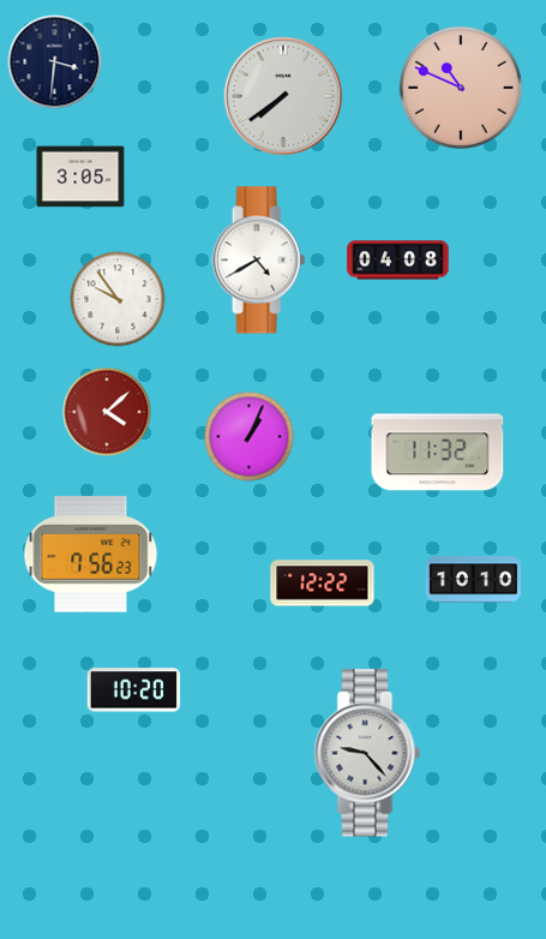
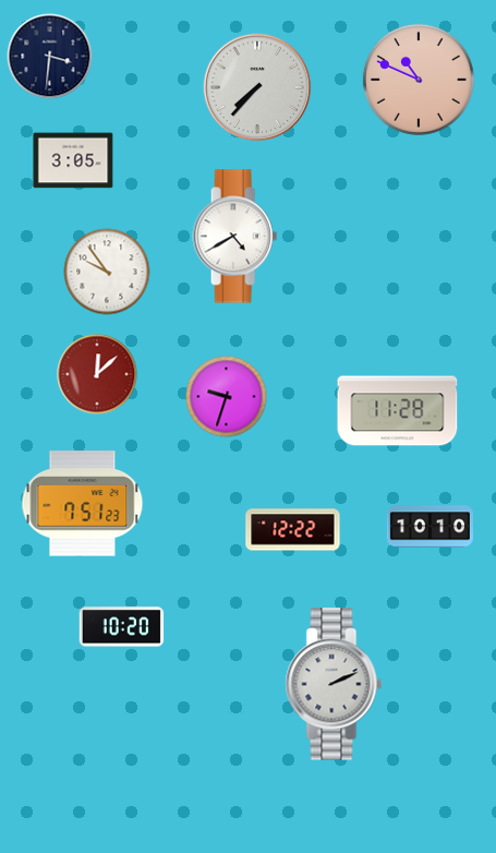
clock at (283, 96): 7:39 -> 7:37
clock at (398, 261): 04:08 -> none
clock at (107, 412): 4:08 -> 12:08
clock at (250, 437): 1:04 -> 9:33
clock at (438, 453): 11:32 -> 11:28
clock at (91, 555): 7:56 -> 7:51
clock at (367, 753): 9:23 -> 2:11
